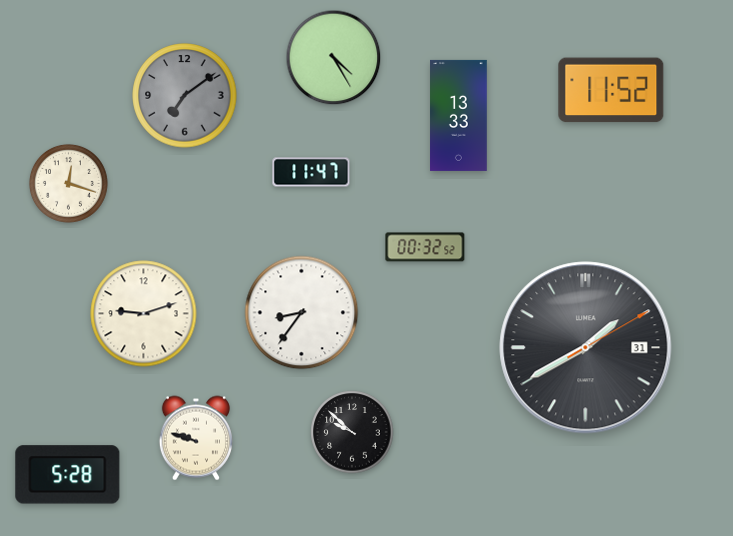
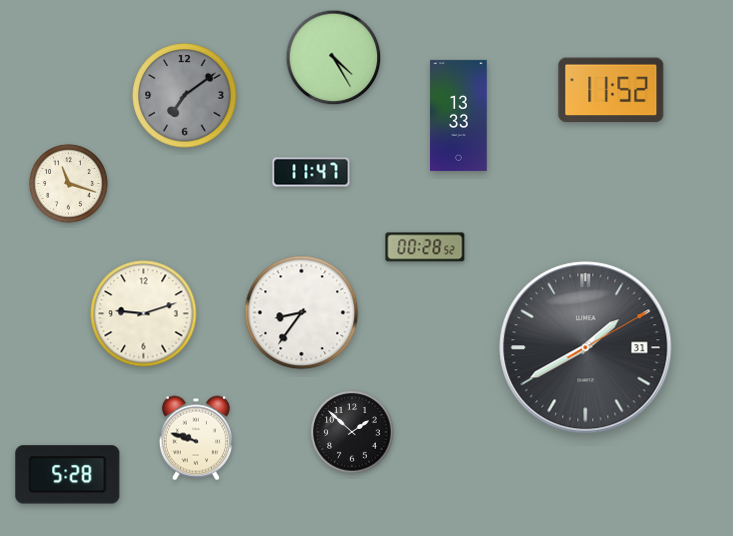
clock at (68, 183): 12:18 -> 11:18
clock at (425, 247): 00:32 -> 00:28
clock at (352, 432): 9:52 -> 1:52
